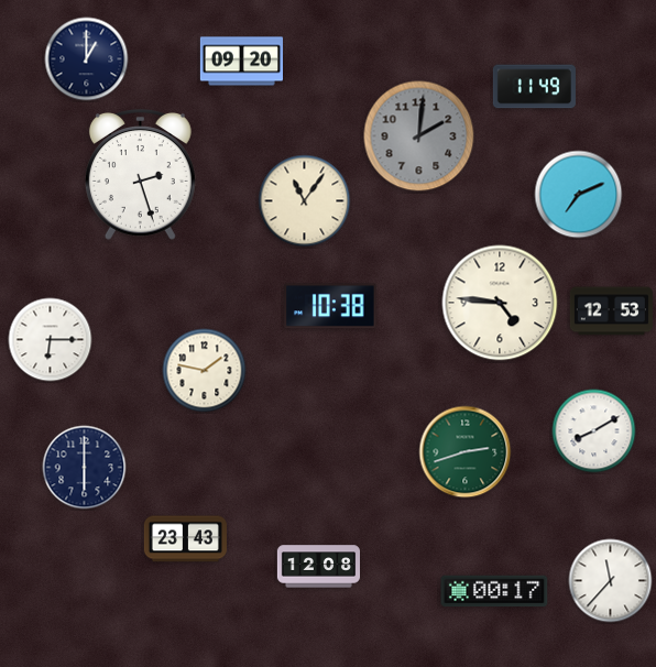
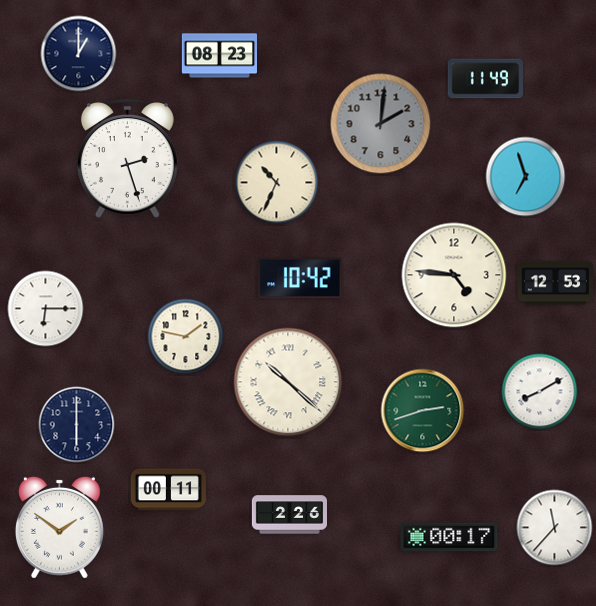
clock at (241, 62): 09:20 -> 08:23
clock at (579, 195): 7:11 -> 6:57
clock at (305, 201): 11:06 -> 10:34
clock at (330, 306): 10:38 -> 10:42
clock at (288, 382): none -> 10:22
clock at (185, 539): 23:43 -> 00:11
clock at (318, 567): 12:08 -> 2:26
clock at (59, 527): none -> 1:51
